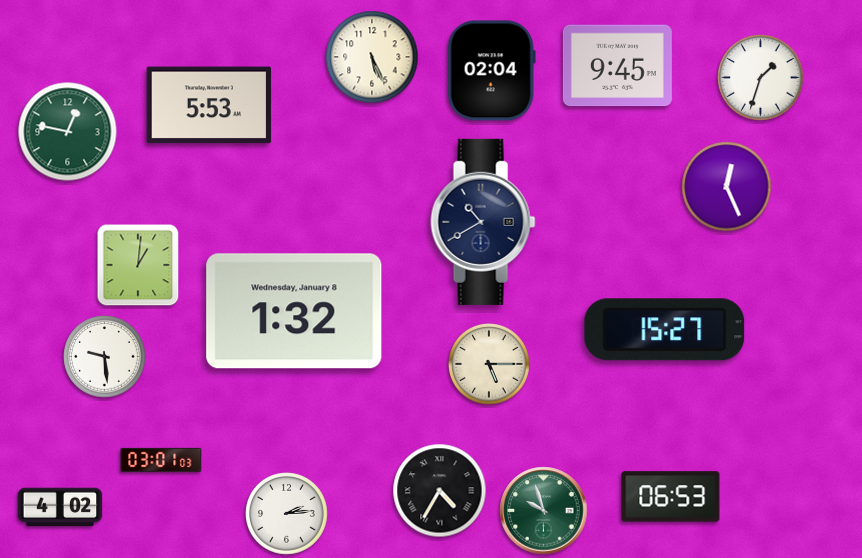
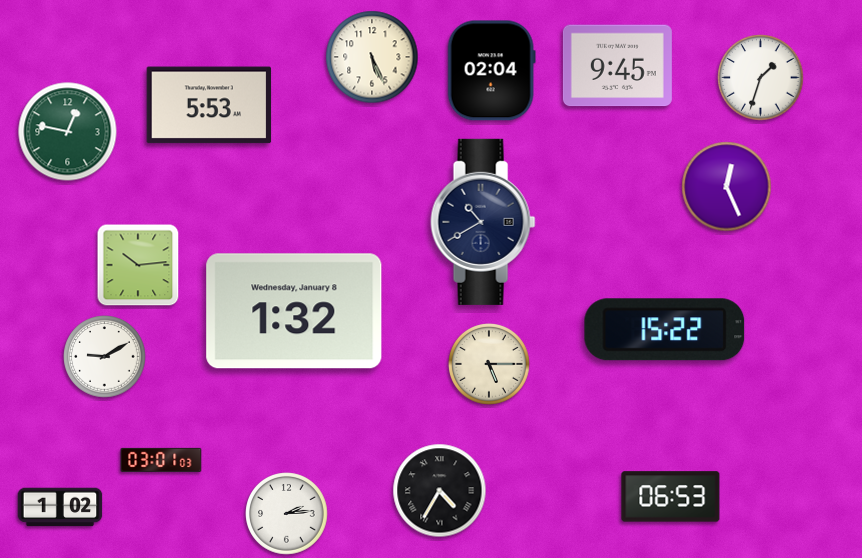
clock at (138, 265): 1:01 -> 10:14
clock at (665, 330): 15:27 -> 15:22
clock at (105, 357): 9:29 -> 9:10
clock at (60, 507): 4:02 -> 1:02
clock at (544, 511): 9:57 -> none
